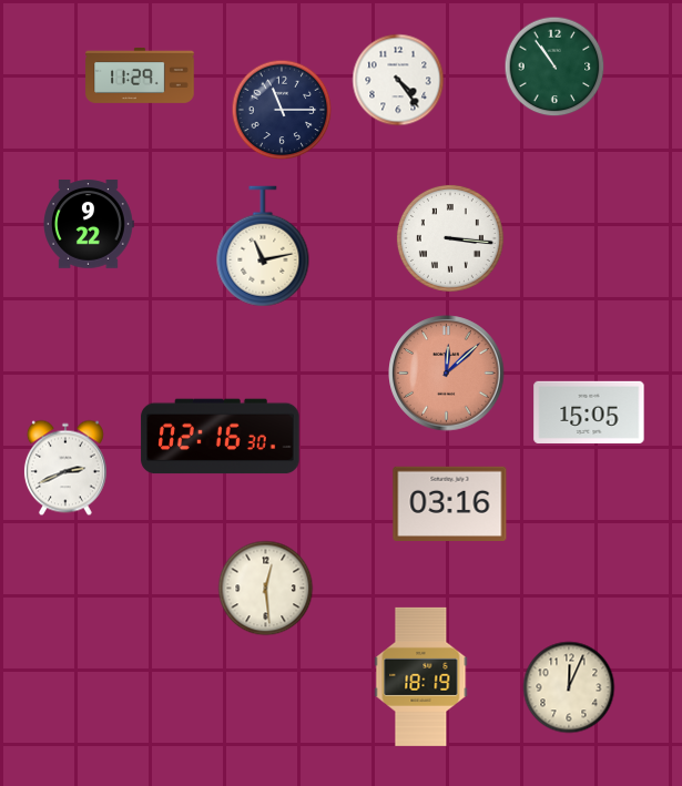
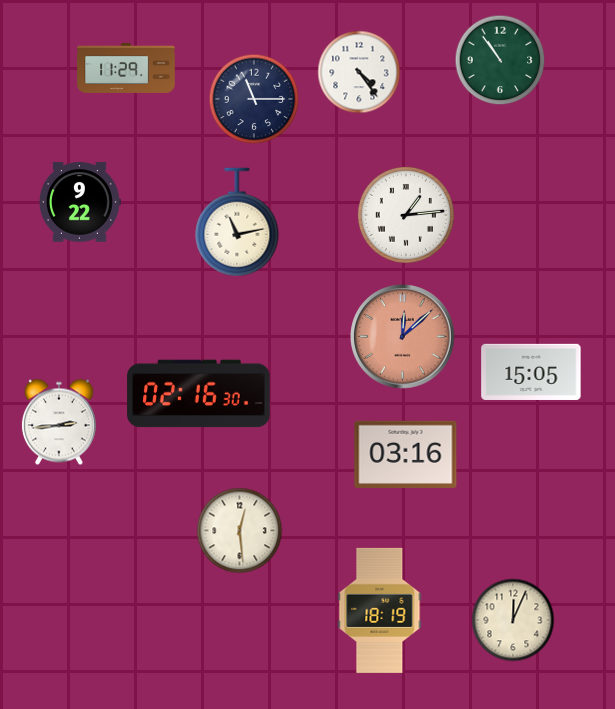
clock at (450, 238): 3:16 -> 1:14
clock at (65, 468): 2:41 -> 2:44
